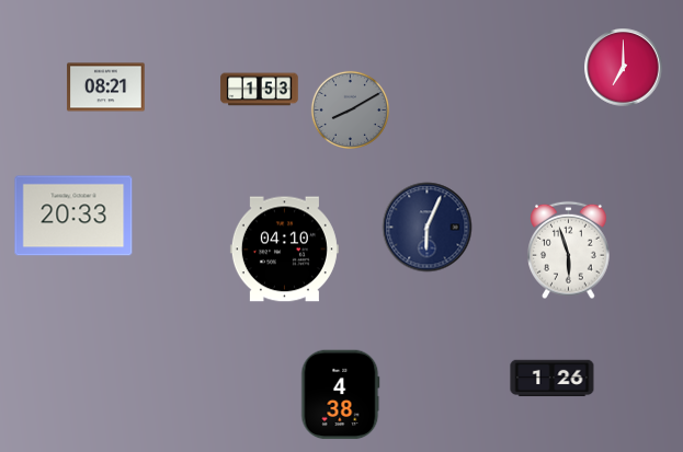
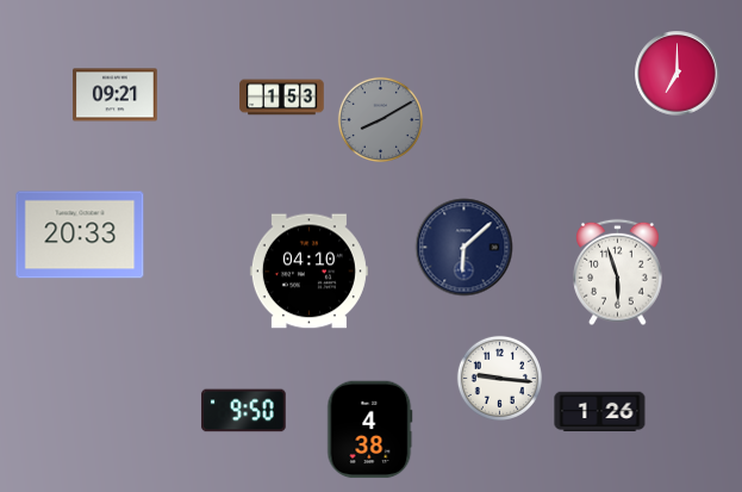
clock at (106, 88): 08:21 -> 09:21
clock at (428, 228): 6:04 -> 6:08
clock at (499, 378): none -> 9:16
clock at (244, 411): none -> 9:50
